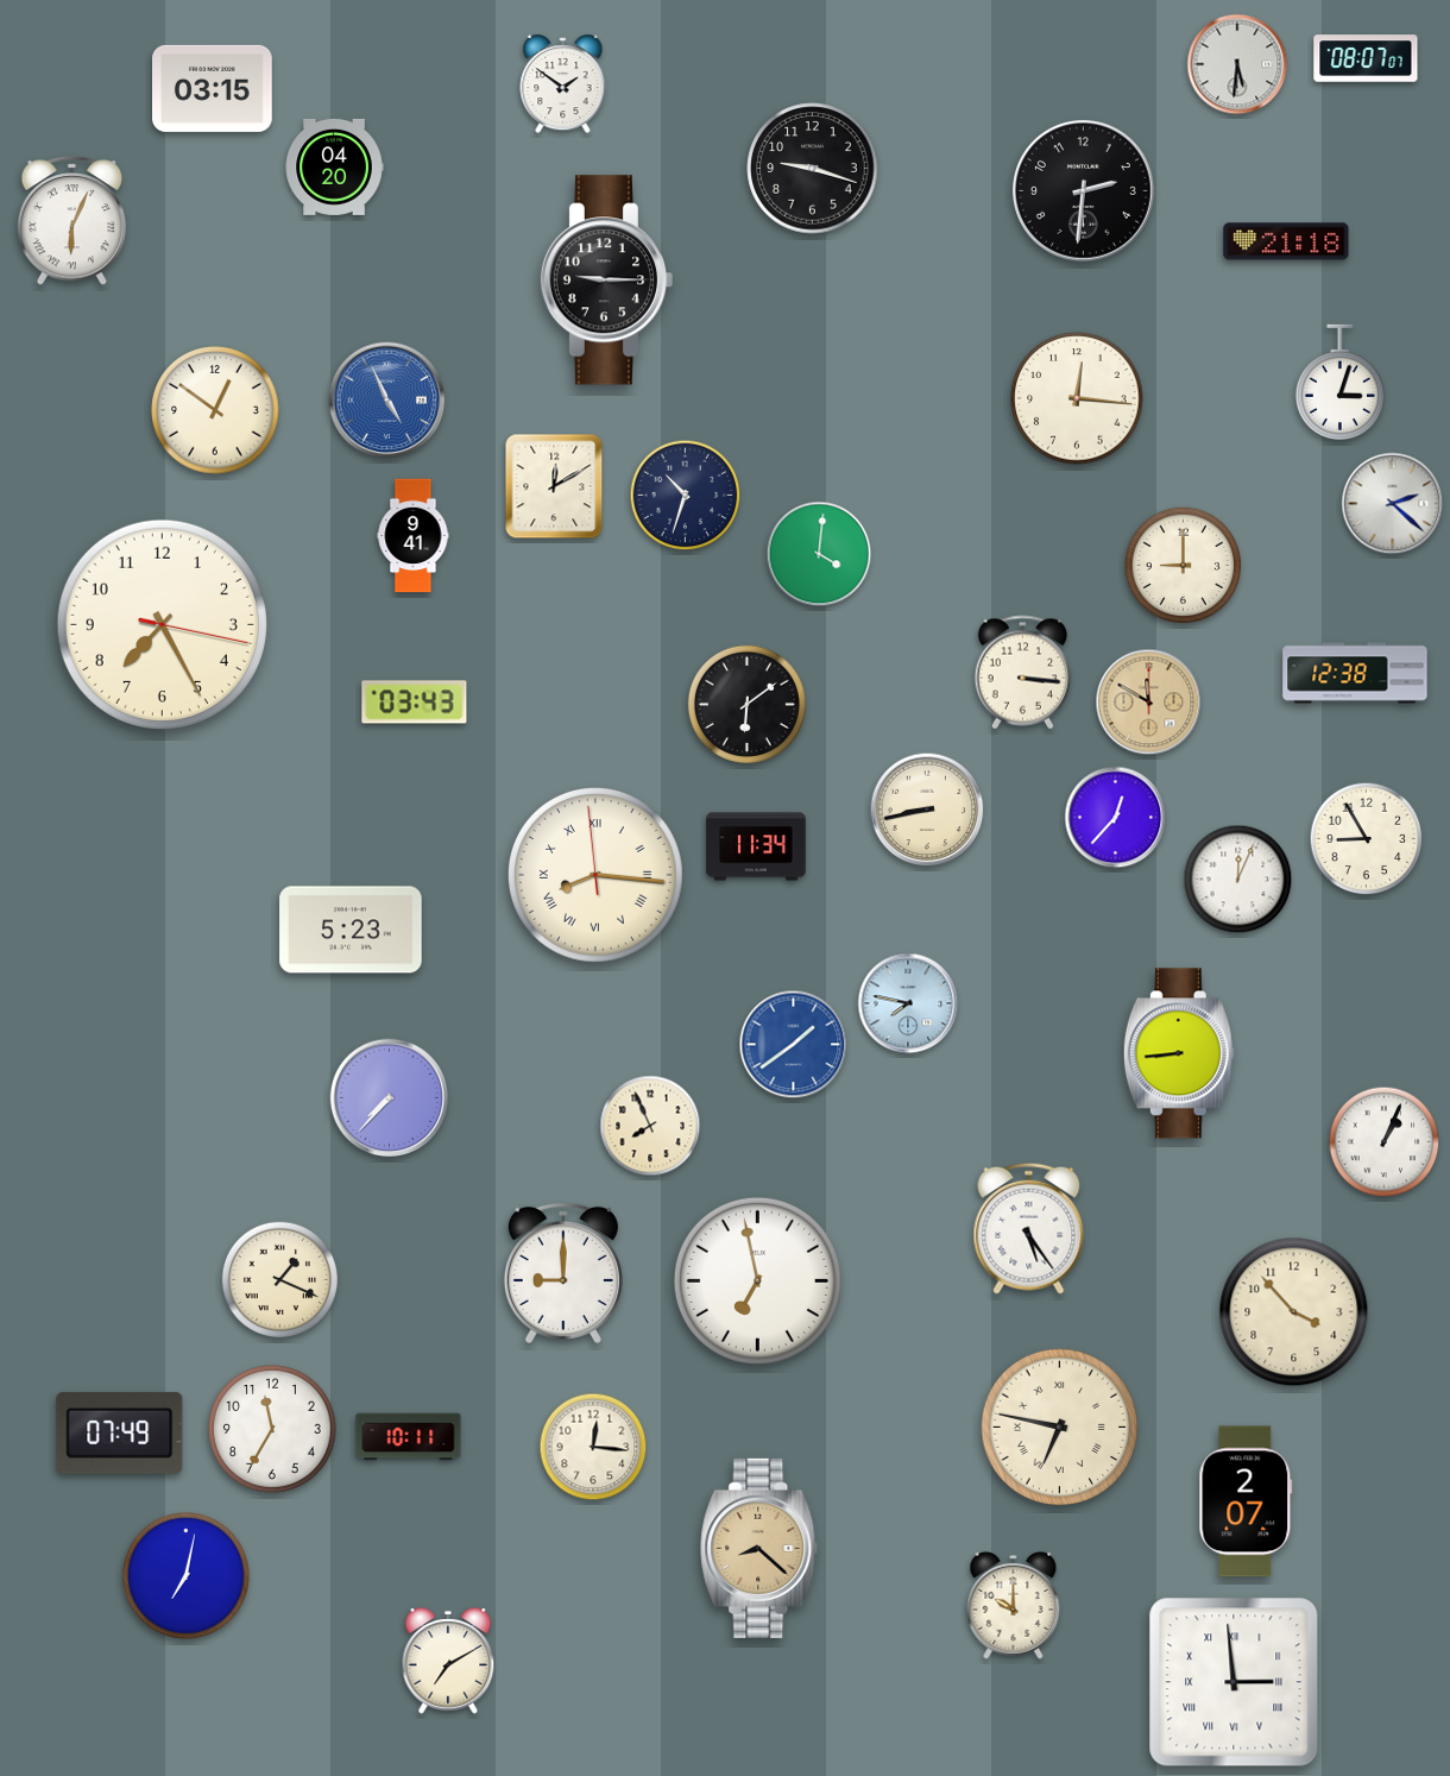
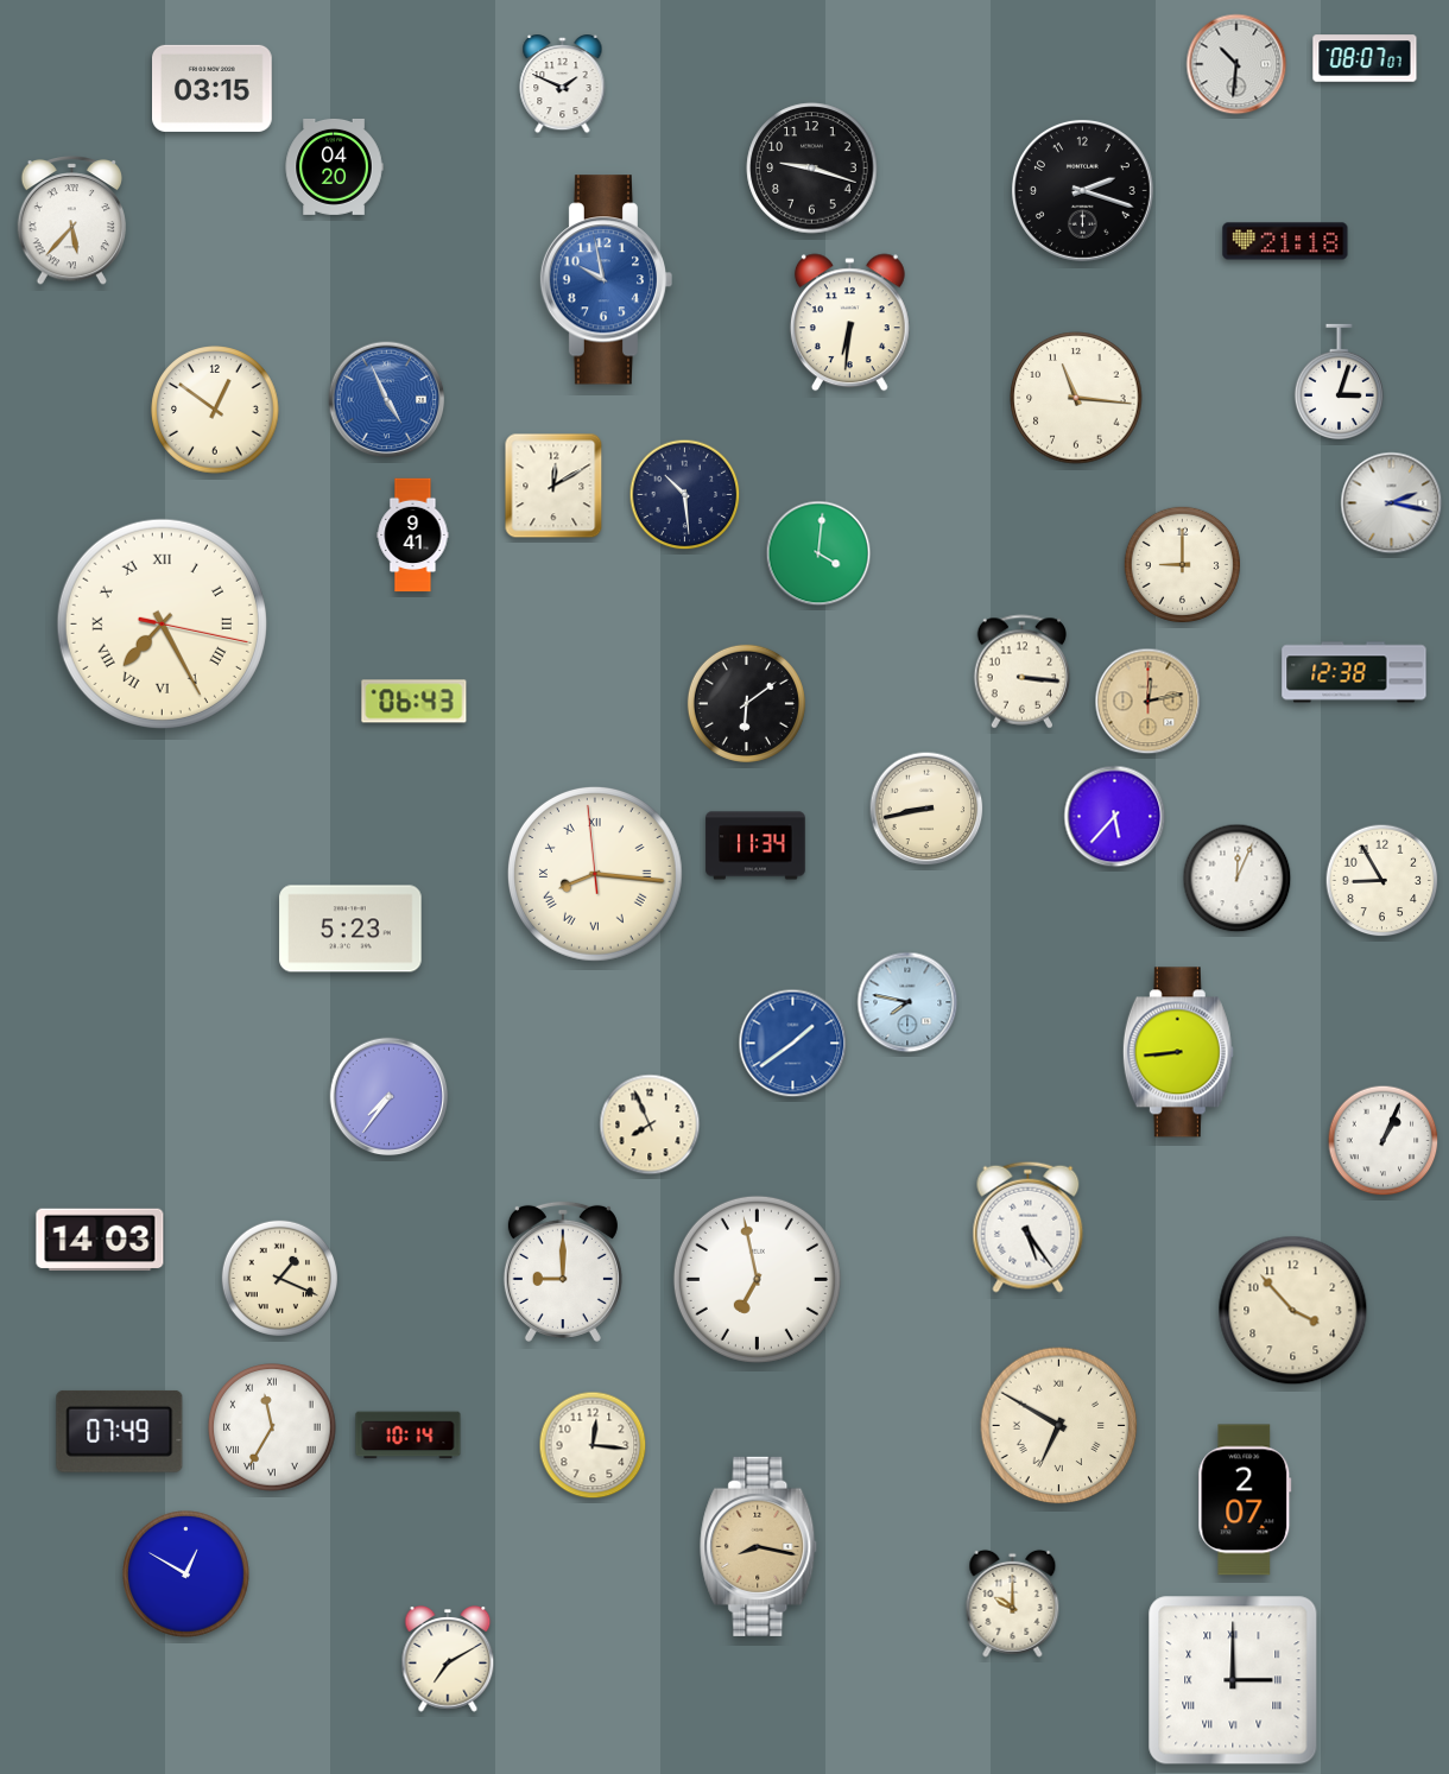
clock at (1237, 64): 5:31 -> 10:31
clock at (563, 84): 1:51 -> 1:49
clock at (1083, 190): 2:31 -> 2:18
clock at (72, 221): 6:04 -> 5:37
clock at (606, 281): 9:15 -> 9:58
clock at (606, 281) dial: black -> blue
clock at (849, 323): none -> 6:31
clock at (1077, 398): 12:16 -> 11:16
clock at (686, 496): 10:33 -> 10:29
clock at (1393, 504): 2:22 -> 2:17
clock at (162, 624) numerals: Arabic -> Roman
clock at (415, 703): 03:43 -> 06:43
clock at (1149, 703): 11:50 -> 12:13
clock at (1116, 818): 12:37 -> 5:37
clock at (1367, 839) position: (1367, 839) -> (1382, 881)
clock at (390, 1098): 7:37 -> 7:36
clock at (100, 1240): none -> 14:03
clock at (1060, 1428): 6:47 -> 6:50
clock at (272, 1429) numerals: Arabic -> Roman
clock at (409, 1437): 10:11 -> 10:14
clock at (759, 1548): 8:22 -> 8:17
clock at (187, 1576): 7:02 -> 12:50
clock at (1234, 1682): 2:59 -> 3:00
